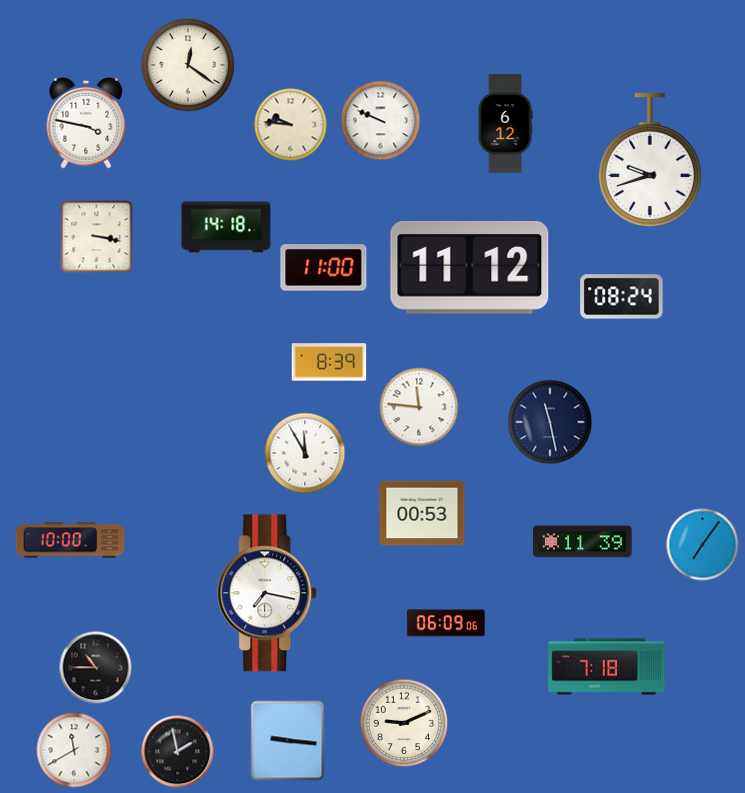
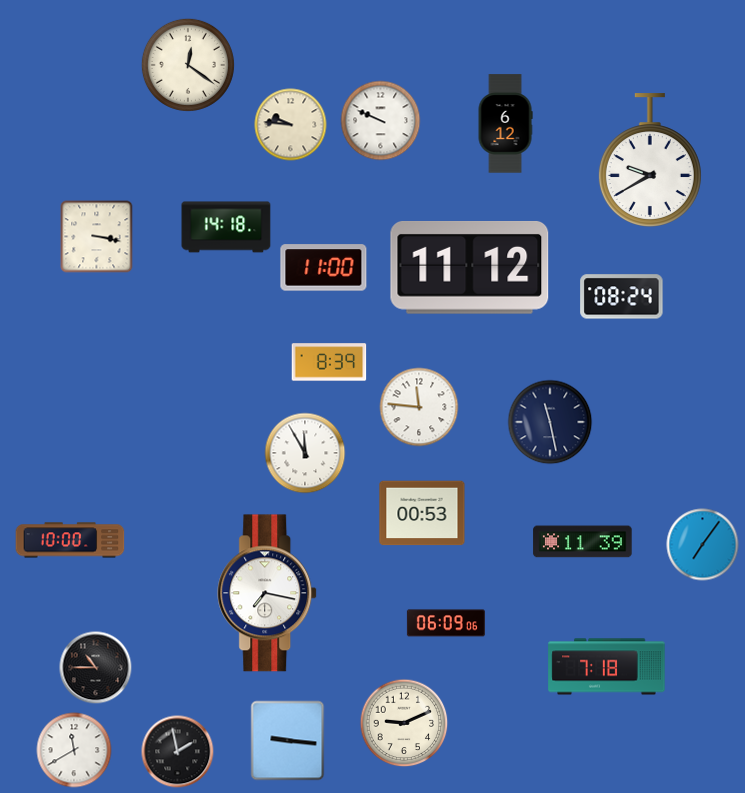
clock at (86, 123): 3:47 -> none
clock at (650, 160): 9:42 -> 9:40
